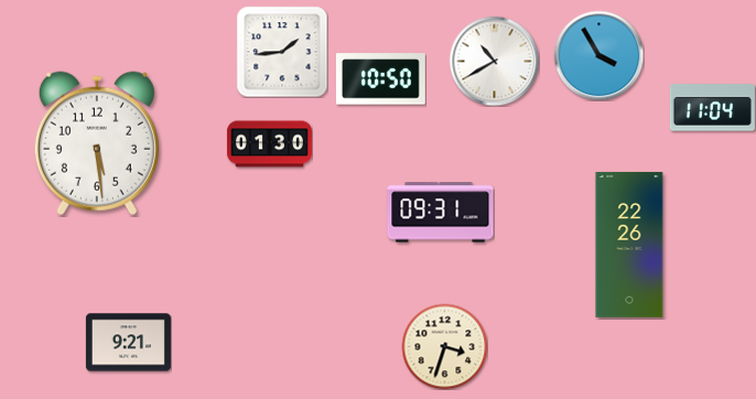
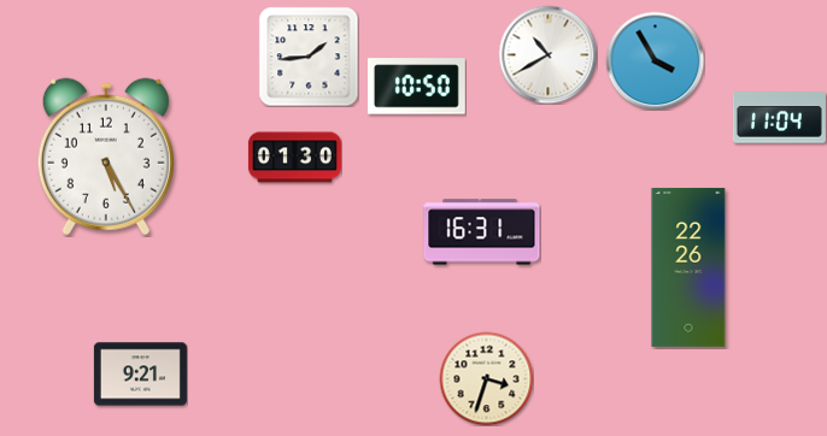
clock at (494, 61) position: (494, 61) -> (547, 54)
clock at (97, 143): 5:29 -> 5:25
clock at (441, 213): 09:31 -> 16:31
